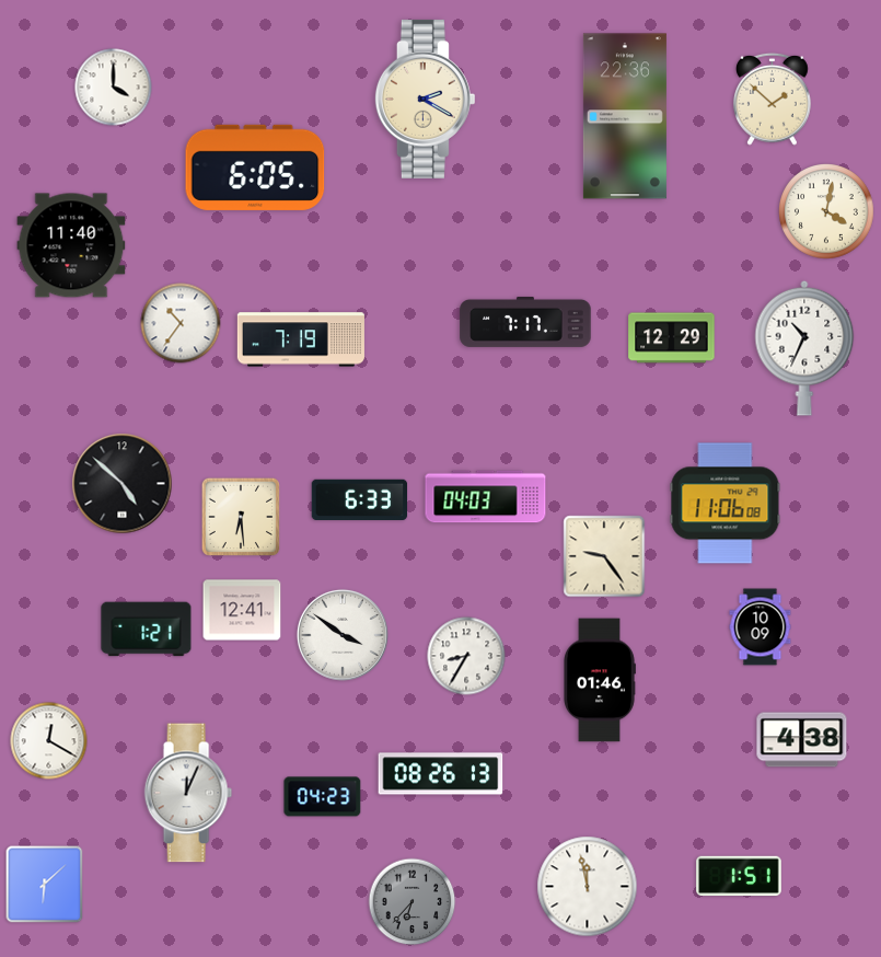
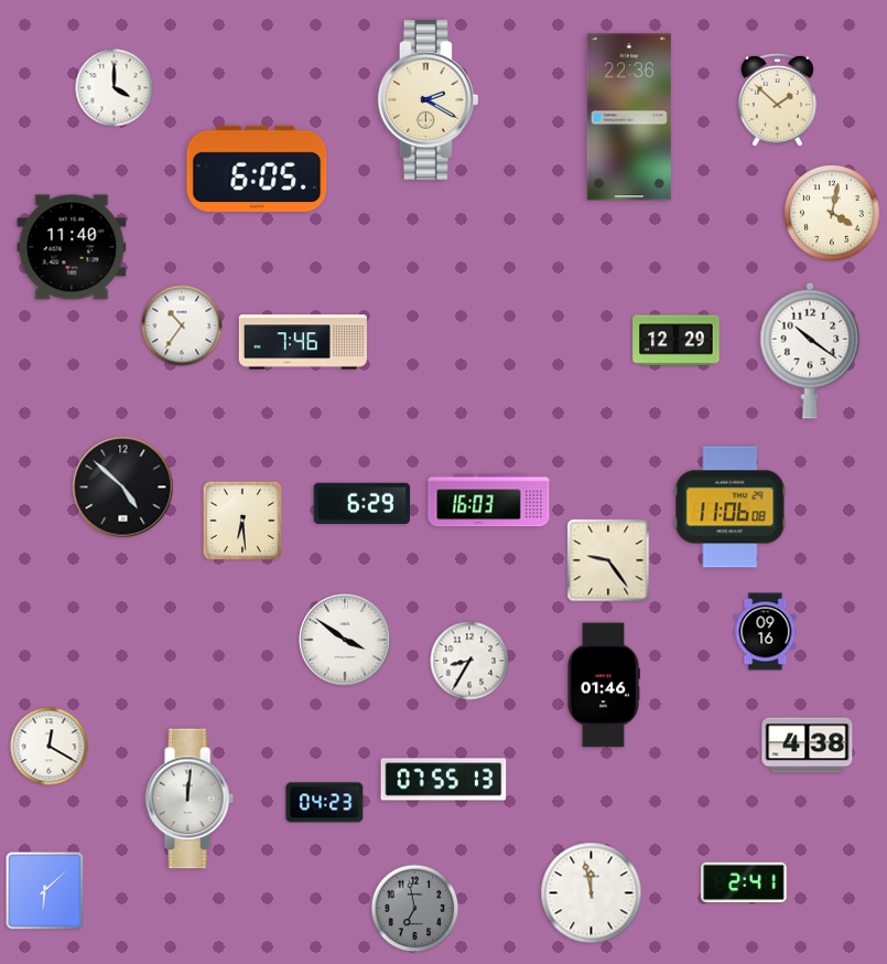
clock at (525, 322): 7:17 -> none
clock at (301, 339): 7:19 -> 7:46
clock at (804, 348): 10:34 -> 10:21
clock at (486, 497): 04:03 -> 16:03
clock at (360, 499): 6:33 -> 6:29
clock at (242, 610): 12:41 -> none
clock at (761, 627): 10:09 -> 09:16
clock at (147, 630): 1:21 -> none
clock at (441, 774): 08:26 -> 07:55
clock at (188, 793): 12:04 -> 12:01
clock at (739, 876): 1:51 -> 2:41
clock at (413, 902): 6:37 -> 6:58
